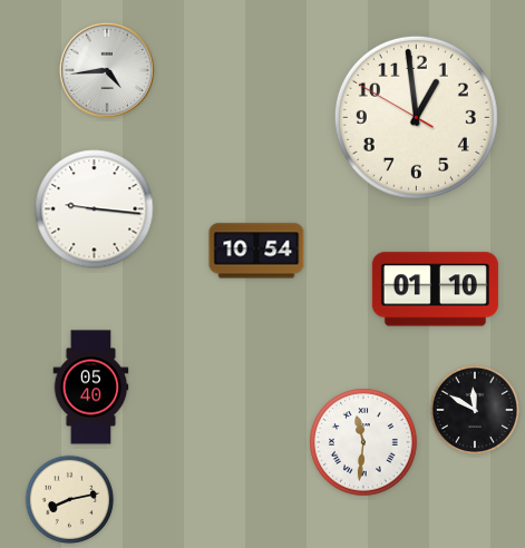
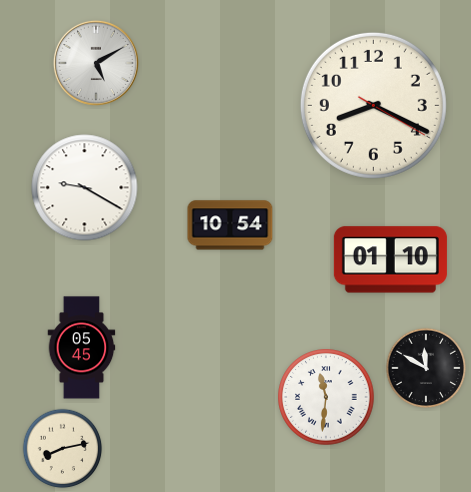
clock at (107, 70): 4:44 -> 5:10
clock at (416, 117): 12:58 -> 8:19
clock at (95, 209): 9:16 -> 9:20
clock at (91, 388): 05:40 -> 05:45
